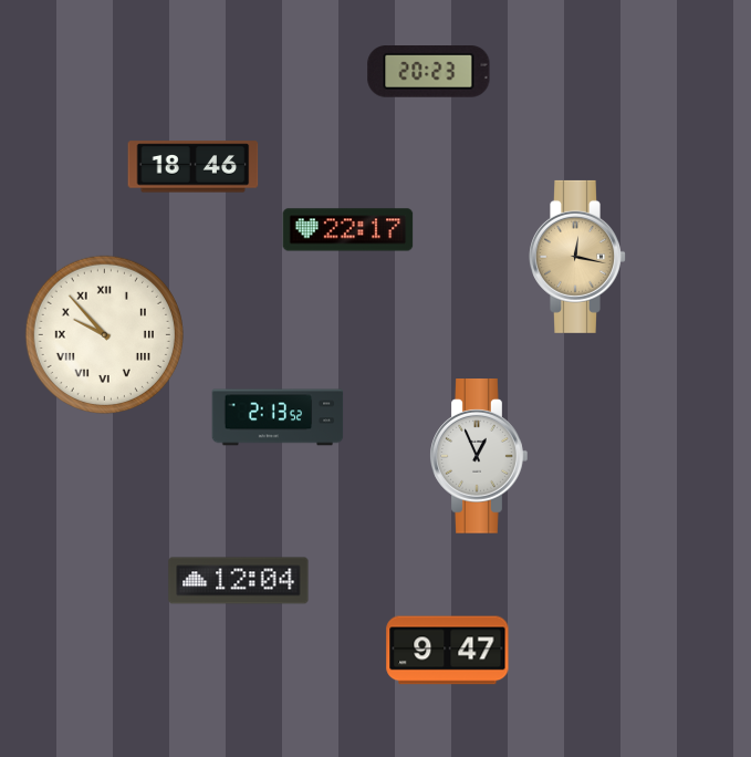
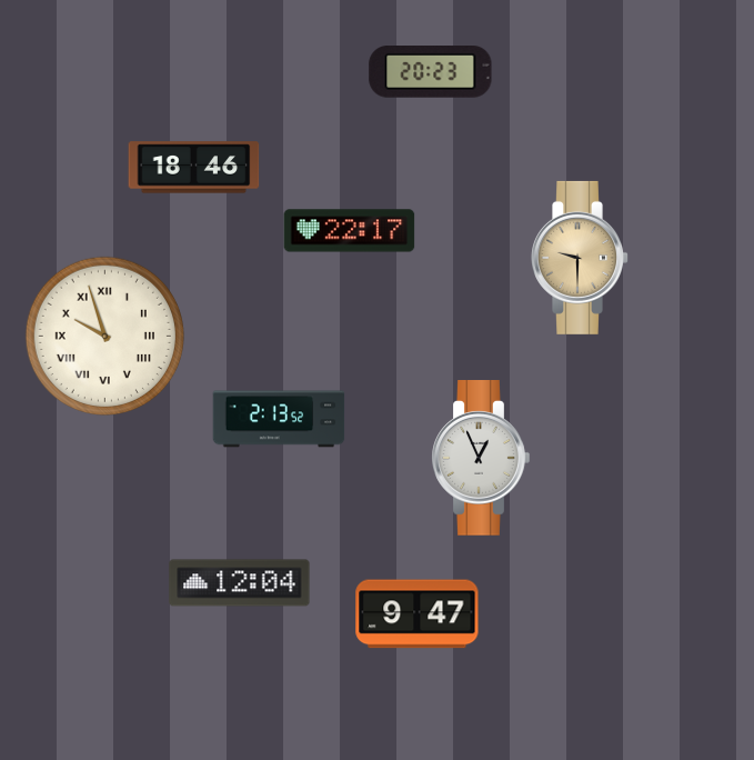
clock at (578, 257): 12:17 -> 9:30
clock at (104, 334): 9:53 -> 9:57
clock at (448, 651) position: (448, 651) -> (418, 614)
